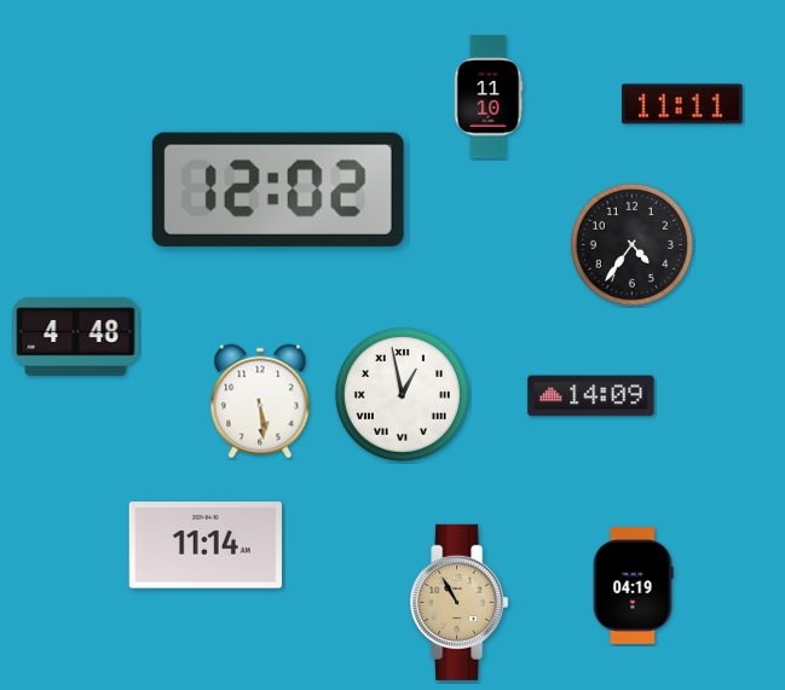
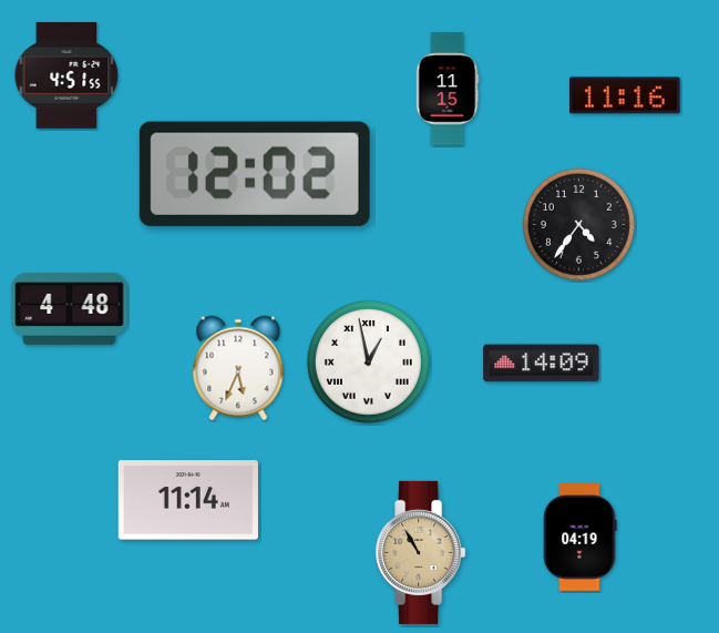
clock at (66, 75): none -> 4:51
clock at (489, 97): 11:10 -> 11:15
clock at (682, 104): 11:11 -> 11:16
clock at (260, 401): 5:29 -> 5:34
